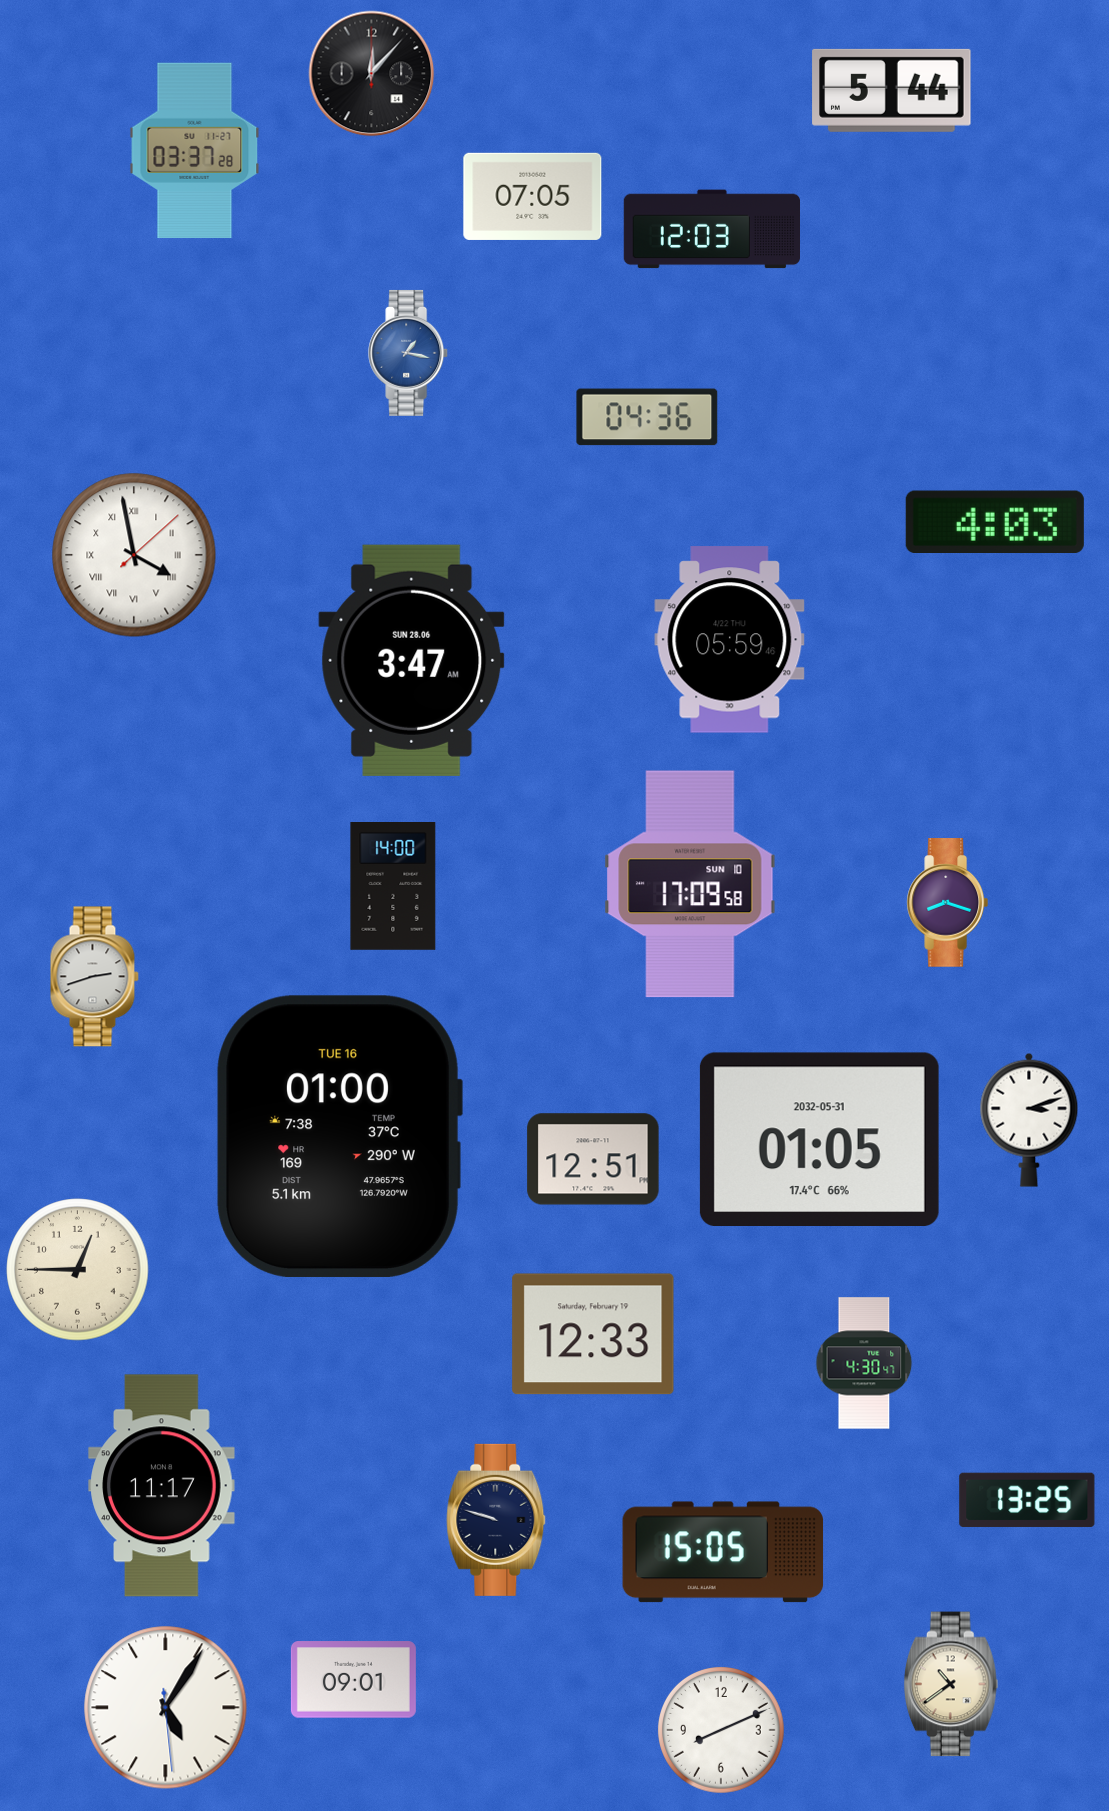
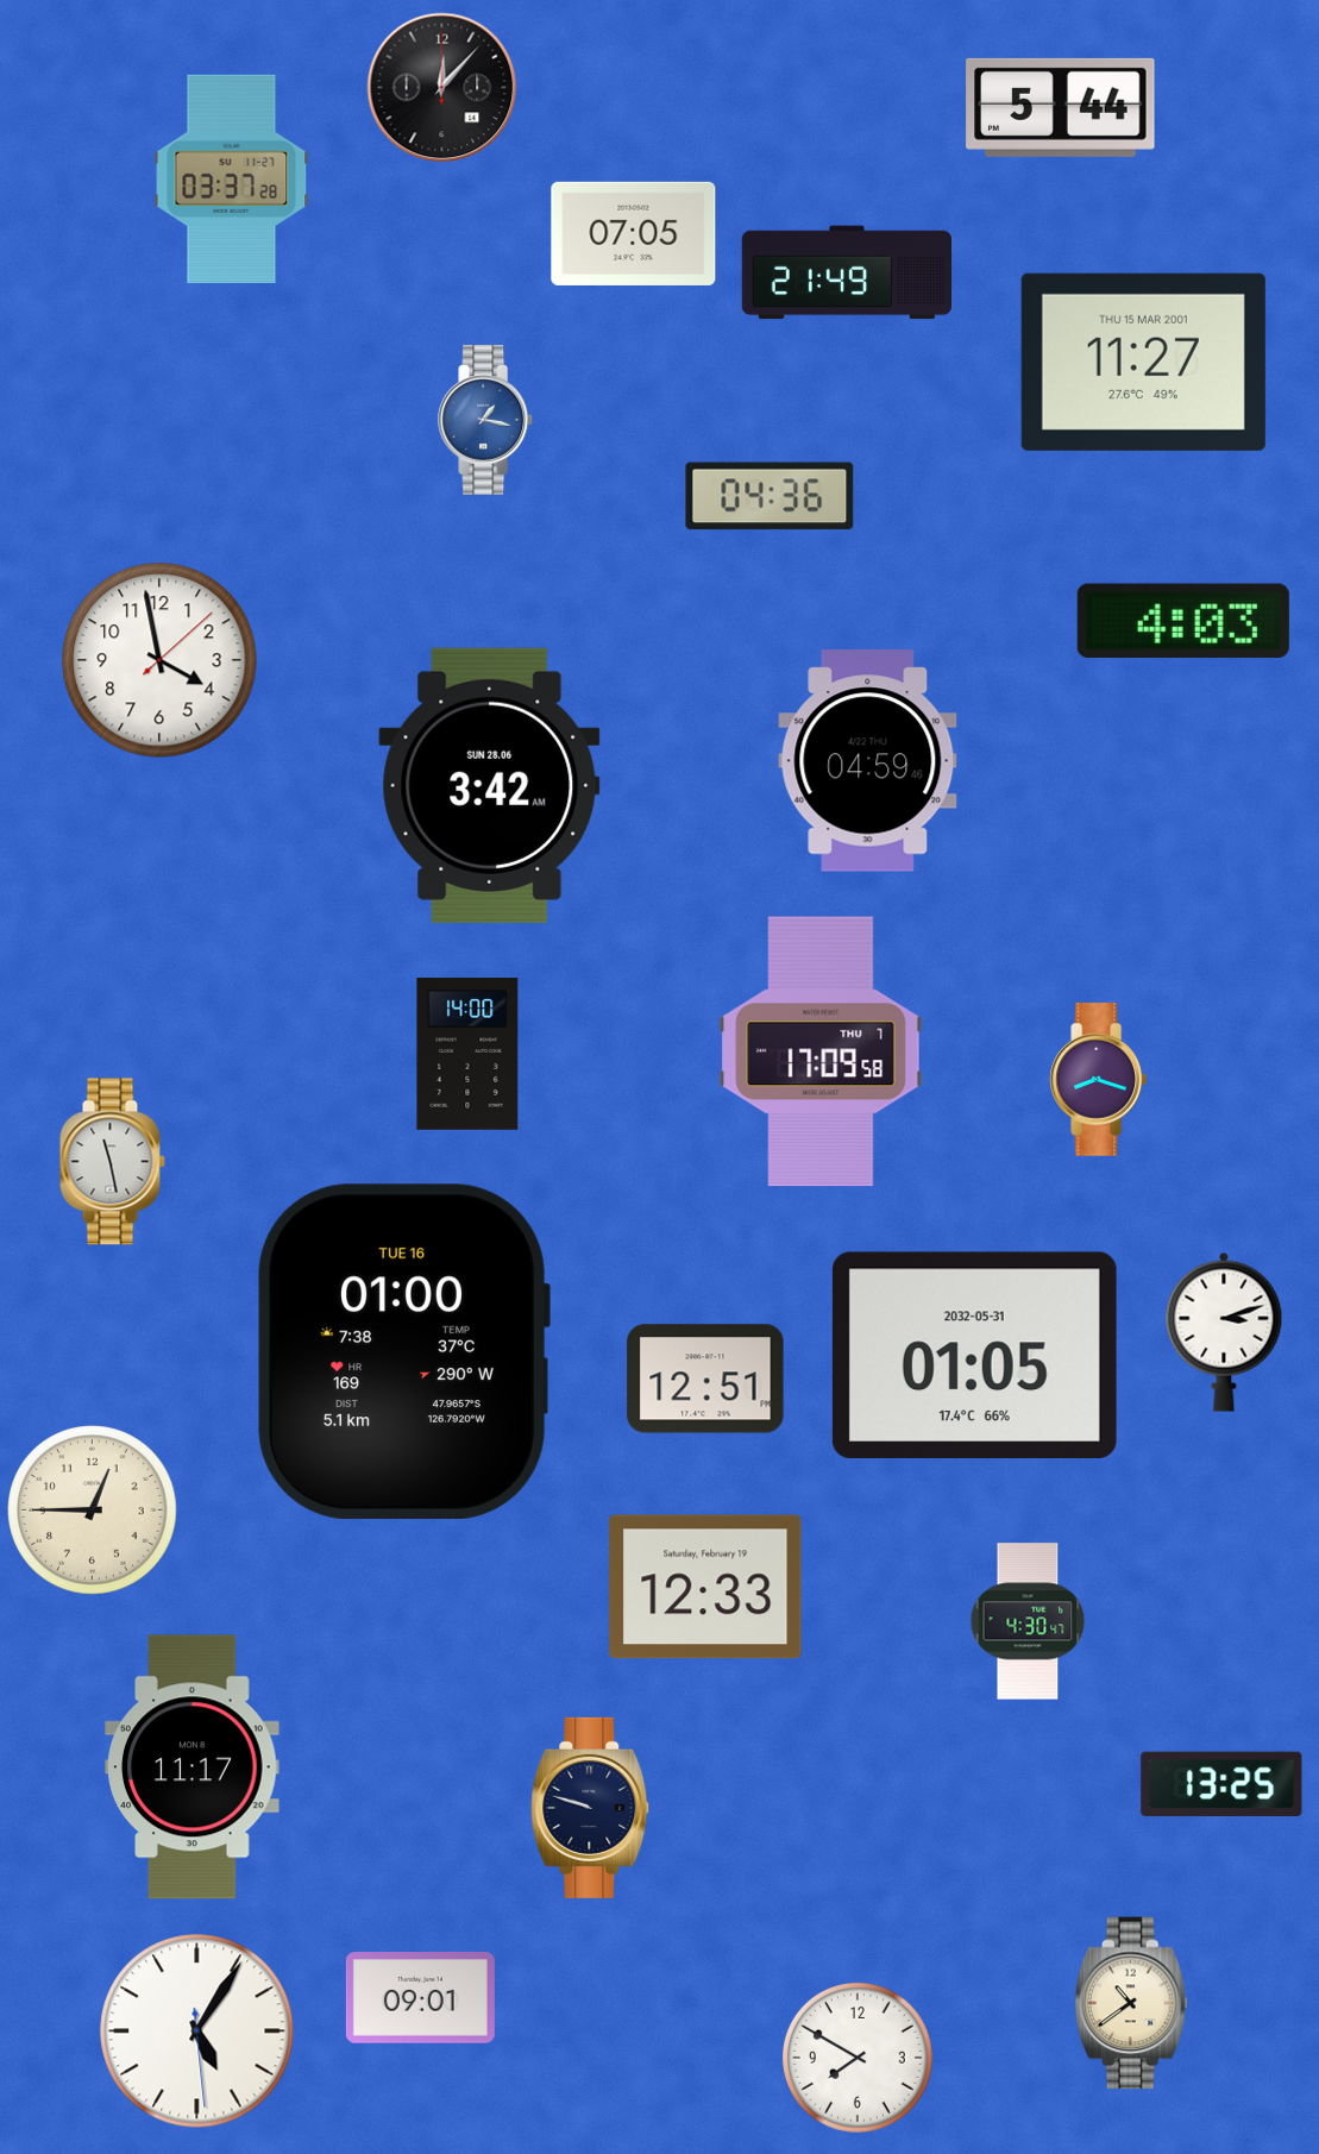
clock at (711, 229): 12:03 -> 21:49
clock at (1143, 362): none -> 11:27
clock at (134, 555) numerals: Roman -> Arabic
clock at (730, 640): 05:59 -> 04:59
clock at (412, 660): 3:47 -> 3:42
clock at (690, 884) date: SUN 10 -> THU 7
clock at (947, 903) position: (947, 903) -> (1098, 1080)
clock at (94, 977): 2:42 -> 11:28
clock at (723, 1552): 15:05 -> none
clock at (722, 1731): 8:11 -> 7:50
